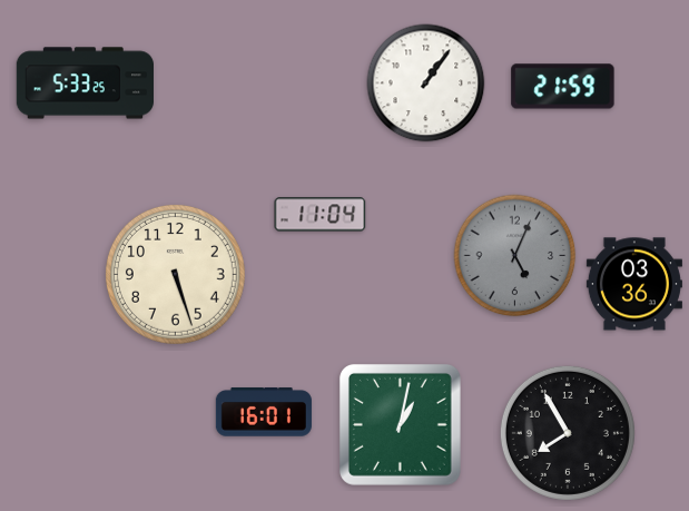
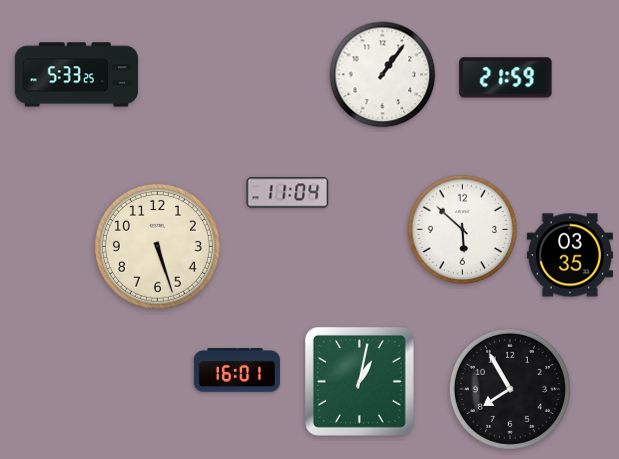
clock at (515, 256): 5:04 -> 5:52
clock at (515, 256) dial: grey -> white
clock at (634, 284): 03:36 -> 03:35
